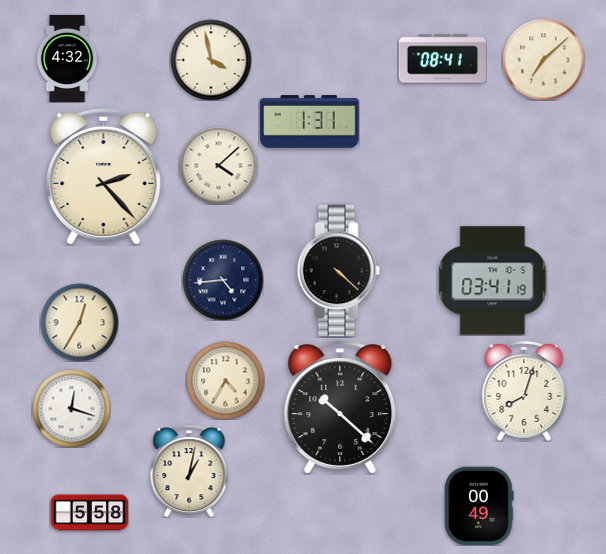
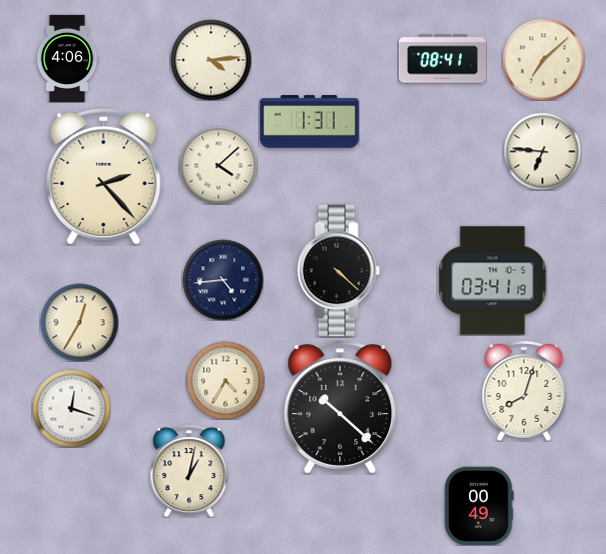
clock at (67, 58): 4:32 -> 4:06
clock at (211, 60): 3:58 -> 4:14
clock at (542, 151): none -> 6:46
clock at (89, 513): 5:58 -> none
